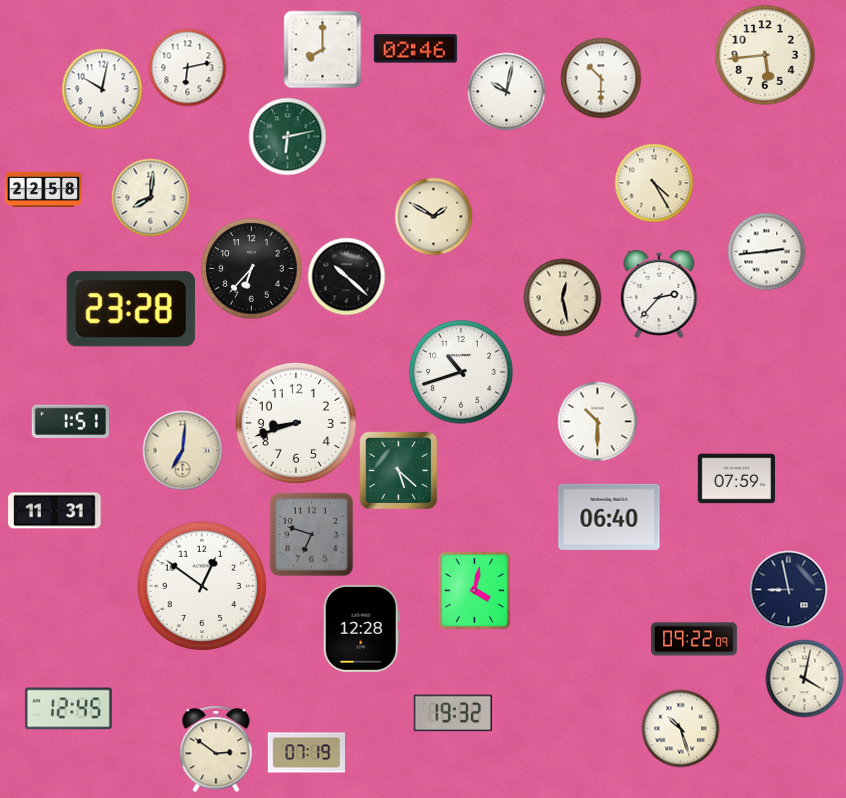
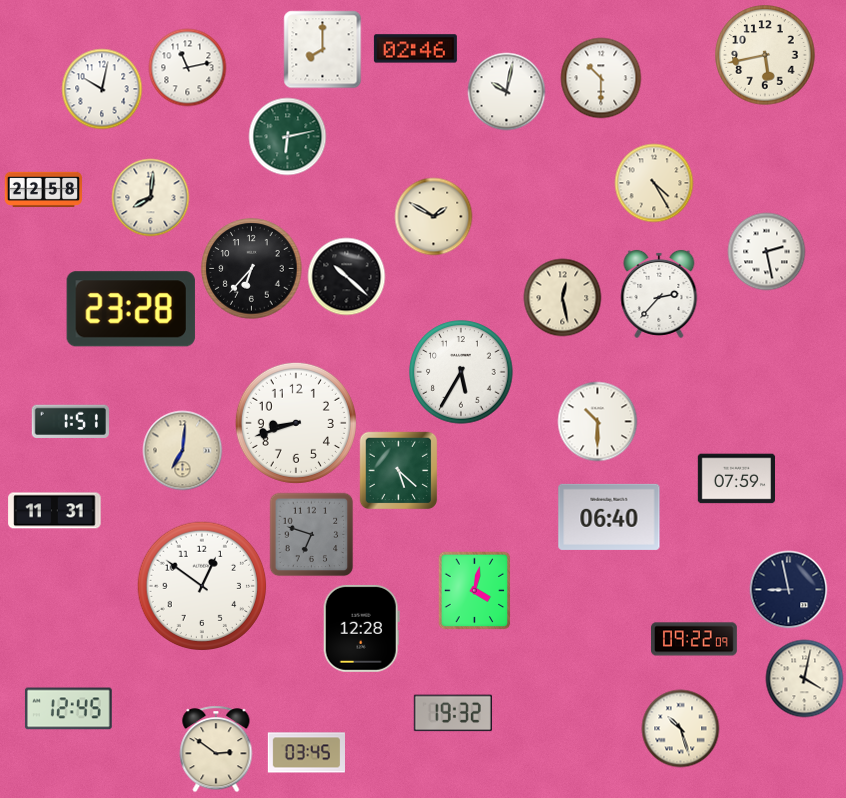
clock at (765, 55): 5:44 -> 5:43
clock at (187, 67): 6:13 -> 11:13
clock at (766, 251): 2:44 -> 2:28
clock at (461, 372): 10:42 -> 5:35
clock at (306, 753): 07:19 -> 03:45
